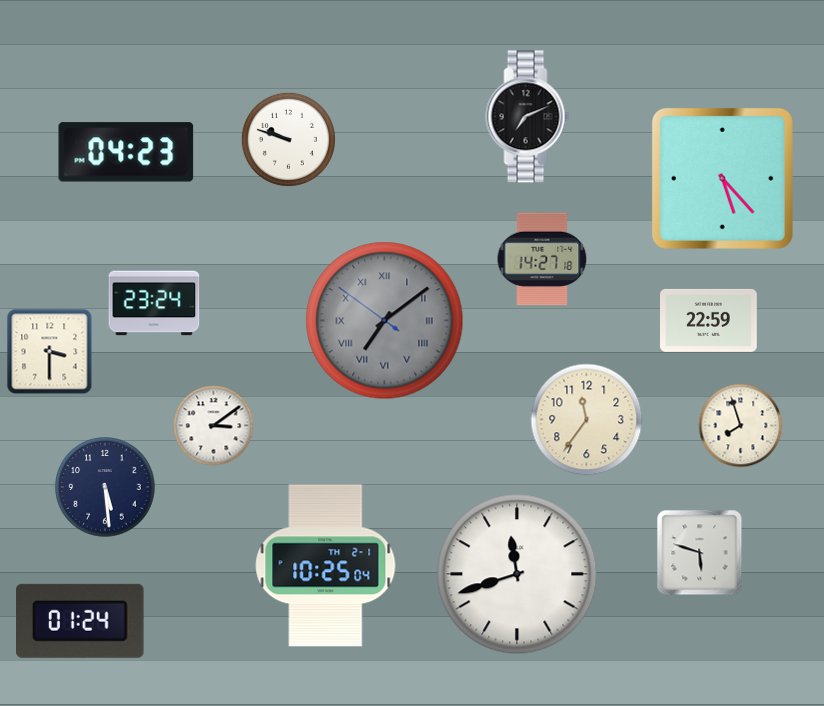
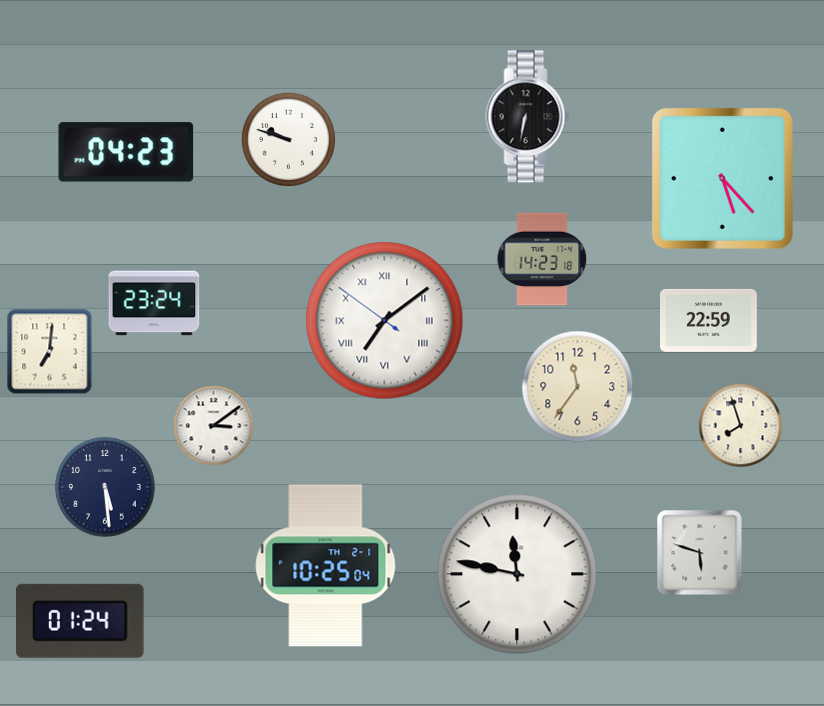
clock at (528, 117): 7:11 -> 6:32
clock at (542, 259): 14:27 -> 14:23
clock at (385, 321) dial: grey -> white
clock at (50, 352): 3:30 -> 7:01
clock at (587, 420) position: (587, 420) -> (578, 387)
clock at (517, 574): 11:42 -> 11:47
